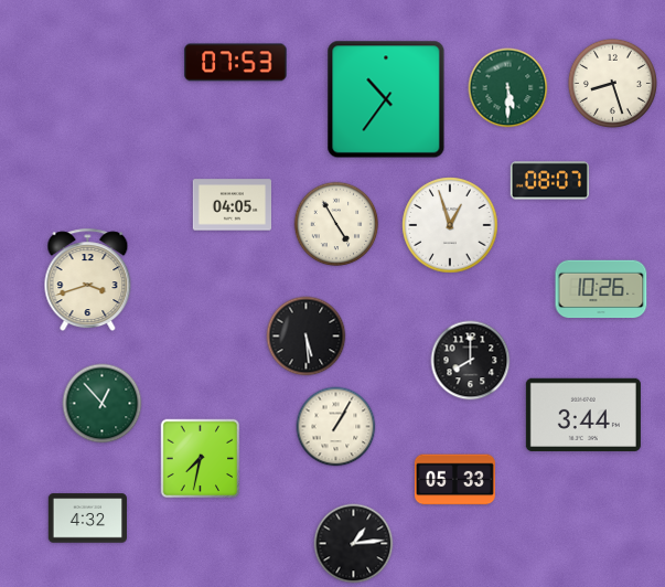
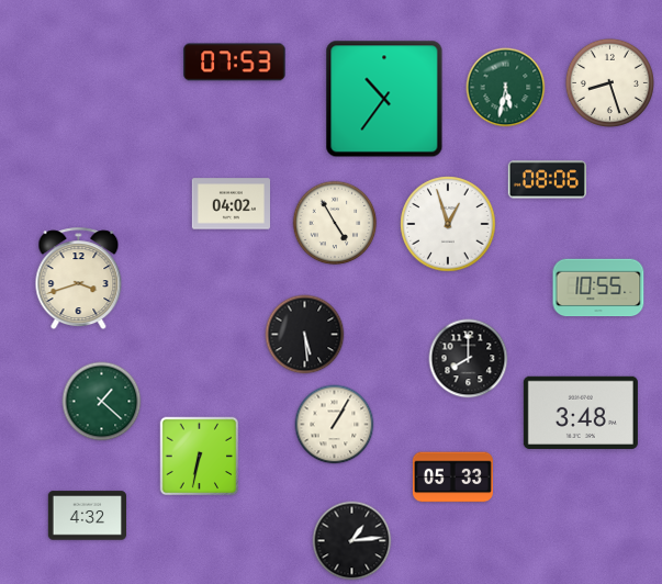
clock at (508, 88): 5:30 -> 5:32
clock at (549, 181): 08:07 -> 08:06
clock at (232, 205): 04:05 -> 04:02
clock at (88, 279) position: (88, 279) -> (79, 278)
clock at (601, 289): 10:26 -> 10:55
clock at (103, 404): 12:53 -> 1:22
clock at (583, 415): 3:44 -> 3:48
clock at (201, 459): 7:32 -> 6:32
